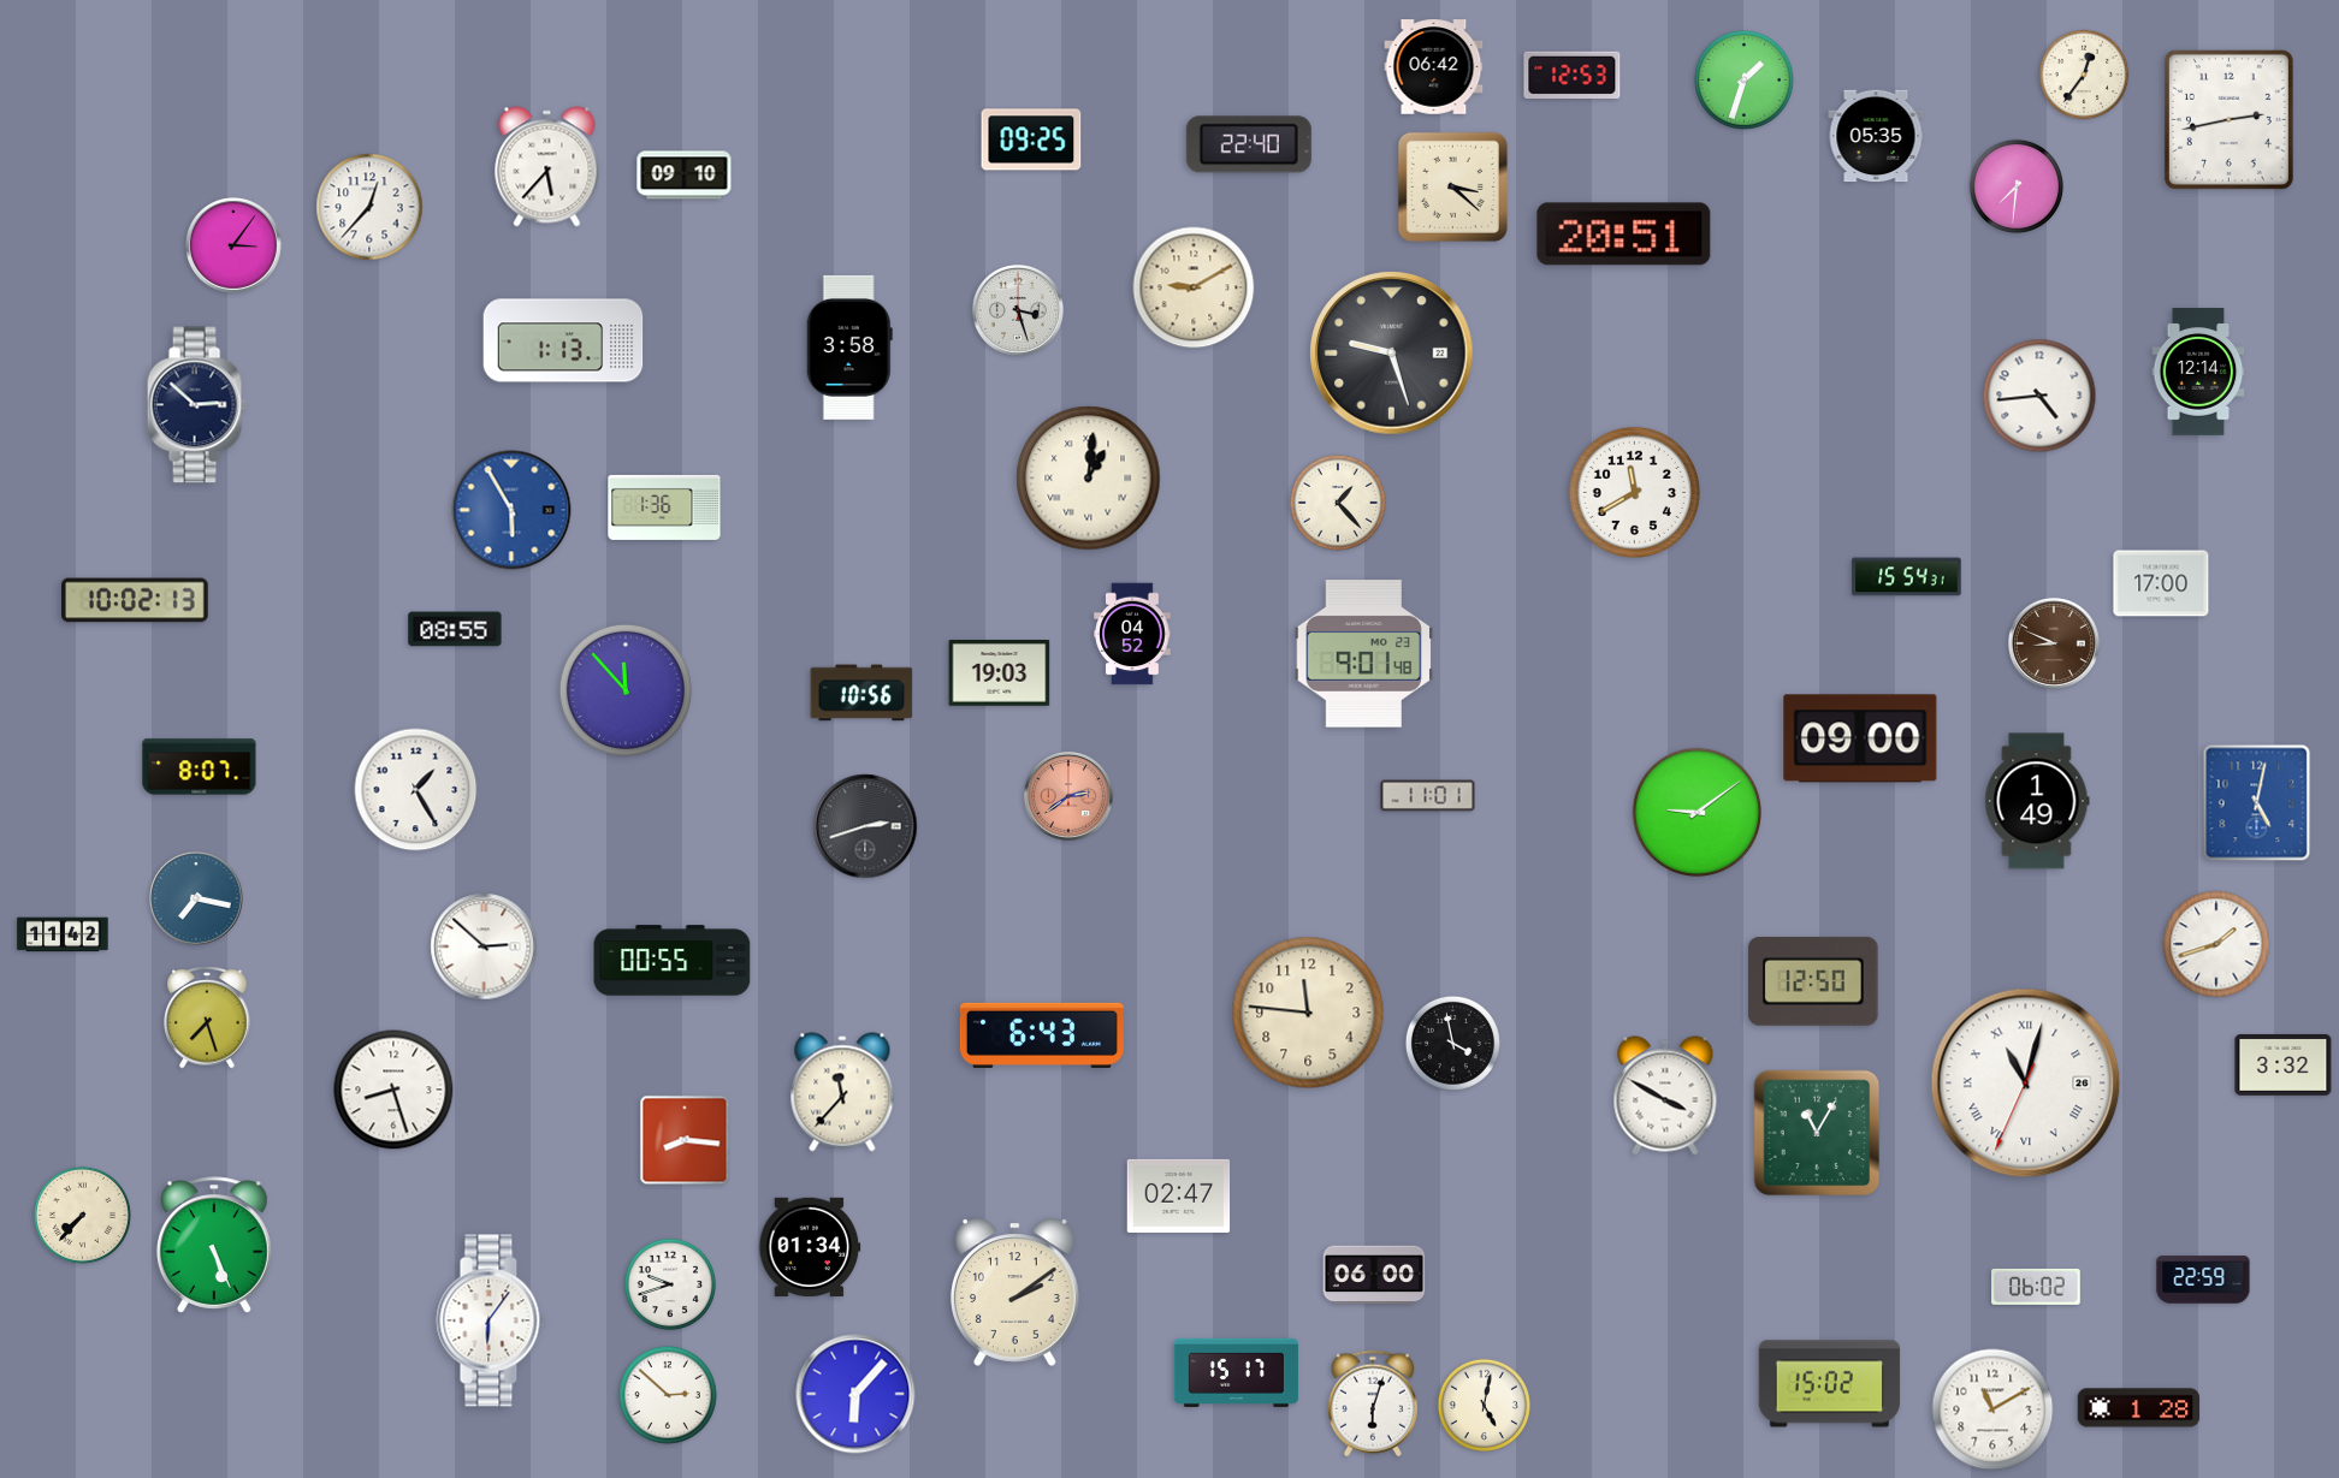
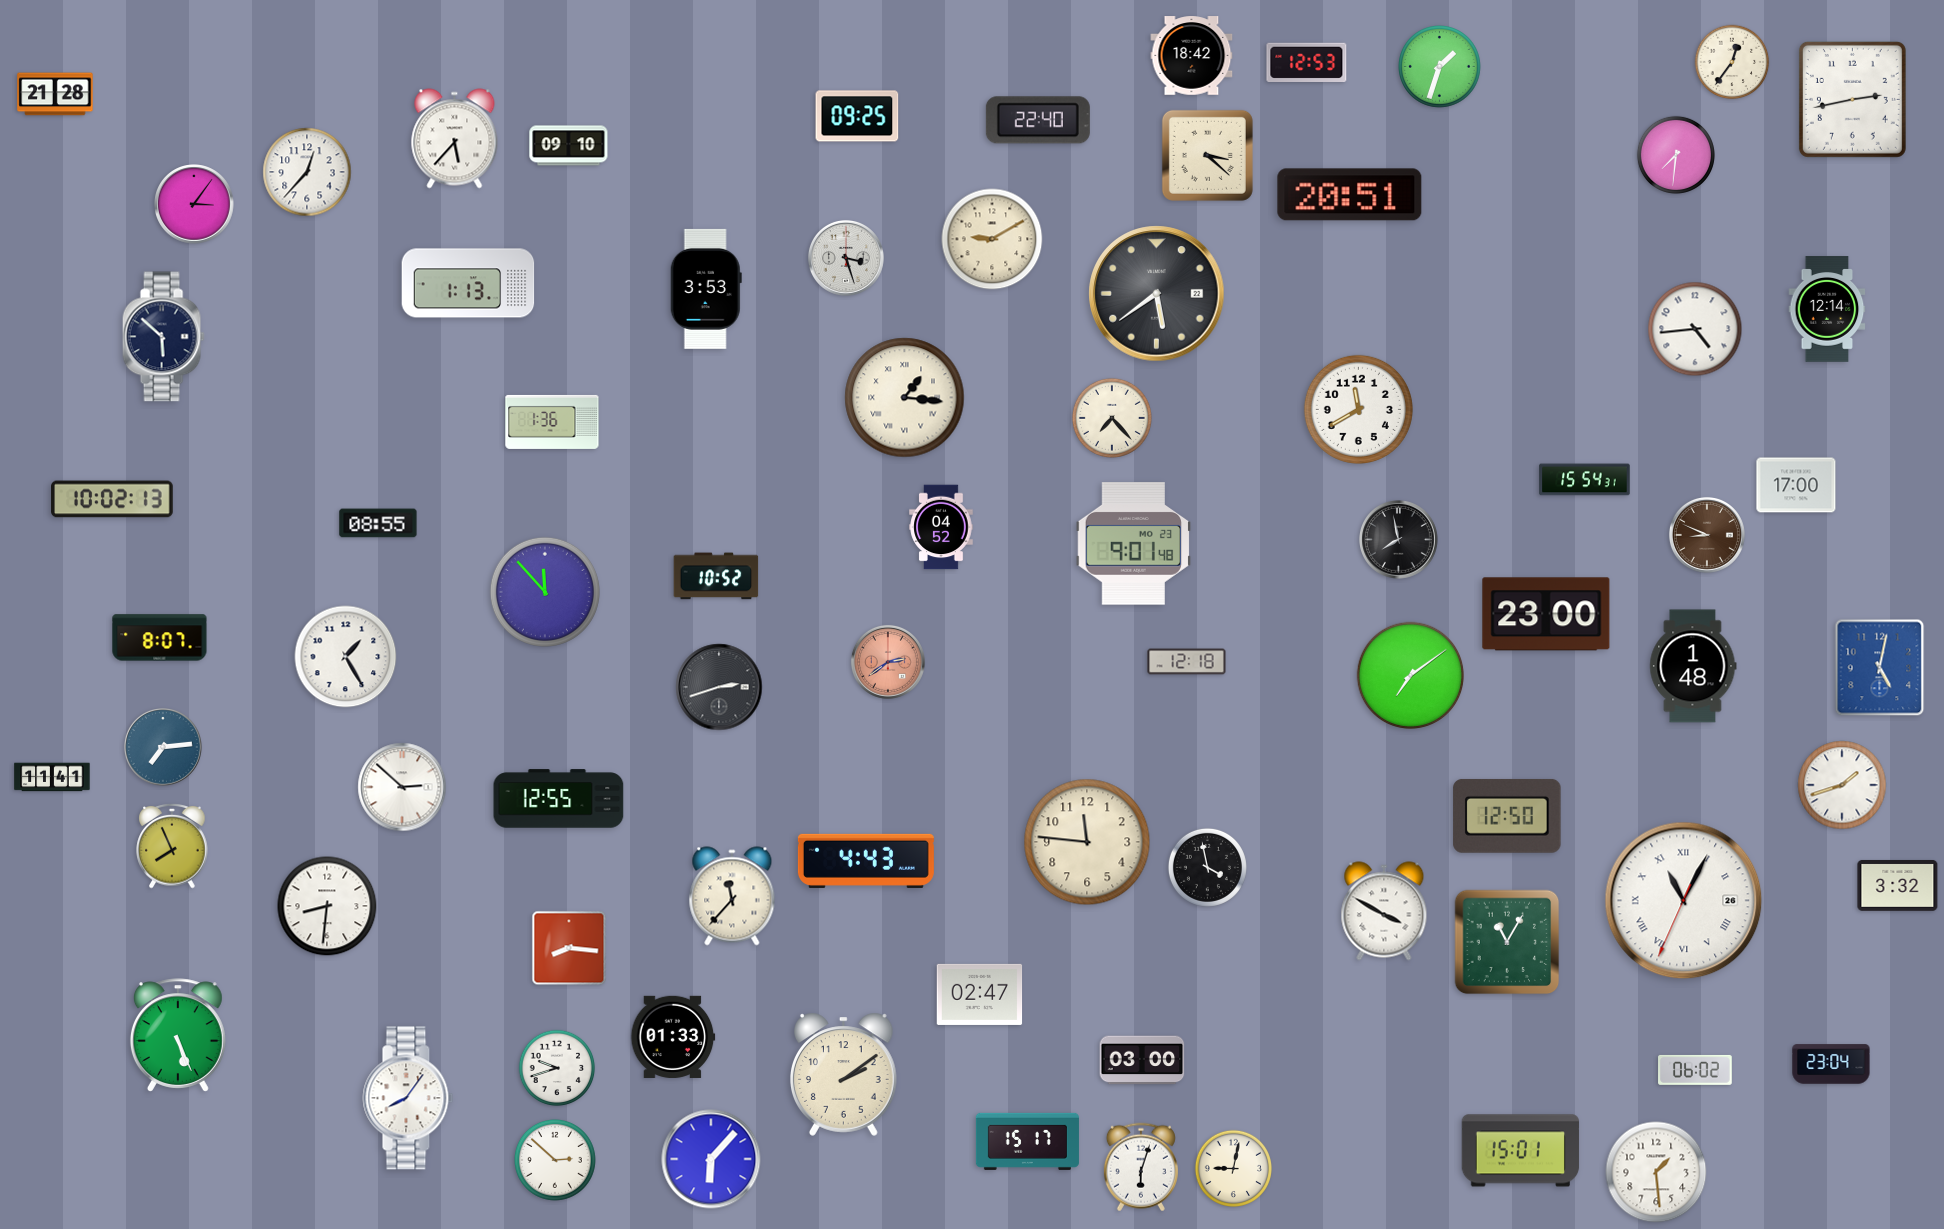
clock at (1434, 67): 06:42 -> 18:42
clock at (1745, 81) position: (1745, 81) -> (1440, 67)
clock at (55, 94): none -> 21:28
clock at (1876, 136): 05:35 -> none
clock at (849, 348): 3:58 -> 3:53
clock at (1392, 354): 9:27 -> 5:39
clock at (196, 405): 2:52 -> 5:52
clock at (1089, 479): 1:01 -> 1:16
clock at (1338, 503): 1:23 -> 7:23
clock at (511, 510): 5:55 -> none
clock at (1399, 540): none -> 7:58
clock at (1000, 673): 19:03 -> none
clock at (626, 690) position: (626, 690) -> (545, 592)
clock at (861, 693): 10:56 -> 10:52
clock at (1860, 738): 09:00 -> 23:00
clock at (200, 767) position: (200, 767) -> (160, 638)
clock at (1428, 796): 11:01 -> 12:18
clock at (2037, 801): 1:49 -> 1:48
clock at (2257, 803) position: (2257, 803) -> (1880, 668)
clock at (1698, 812): 9:09 -> 7:09
clock at (197, 900): 7:17 -> 7:14
clock at (63, 934): 11:42 -> 11:41
clock at (673, 961): 00:55 -> 12:55
clock at (207, 1017): 7:27 -> 7:56
clock at (1042, 1035): 6:43 -> 4:43
clock at (2026, 1084): 11:02 -> 11:04
clock at (393, 1090): 8:27 -> 8:31
clock at (842, 1092) position: (842, 1092) -> (732, 896)
clock at (1817, 1133) position: (1817, 1133) -> (1507, 942)
clock at (82, 1215): 7:37 -> none
clock at (810, 1247): 01:34 -> 01:33
clock at (1374, 1275): 06:00 -> 03:00
clock at (2203, 1280): 22:59 -> 23:04
clock at (2036, 1287) position: (2036, 1287) -> (1695, 1070)
clock at (491, 1320): 6:06 -> 8:06
clock at (1830, 1384): 15:02 -> 15:01
clock at (1484, 1405): 5:02 -> 9:02
clock at (2139, 1408): 1:28 -> none
clock at (1992, 1409): 11:10 -> 1:29
